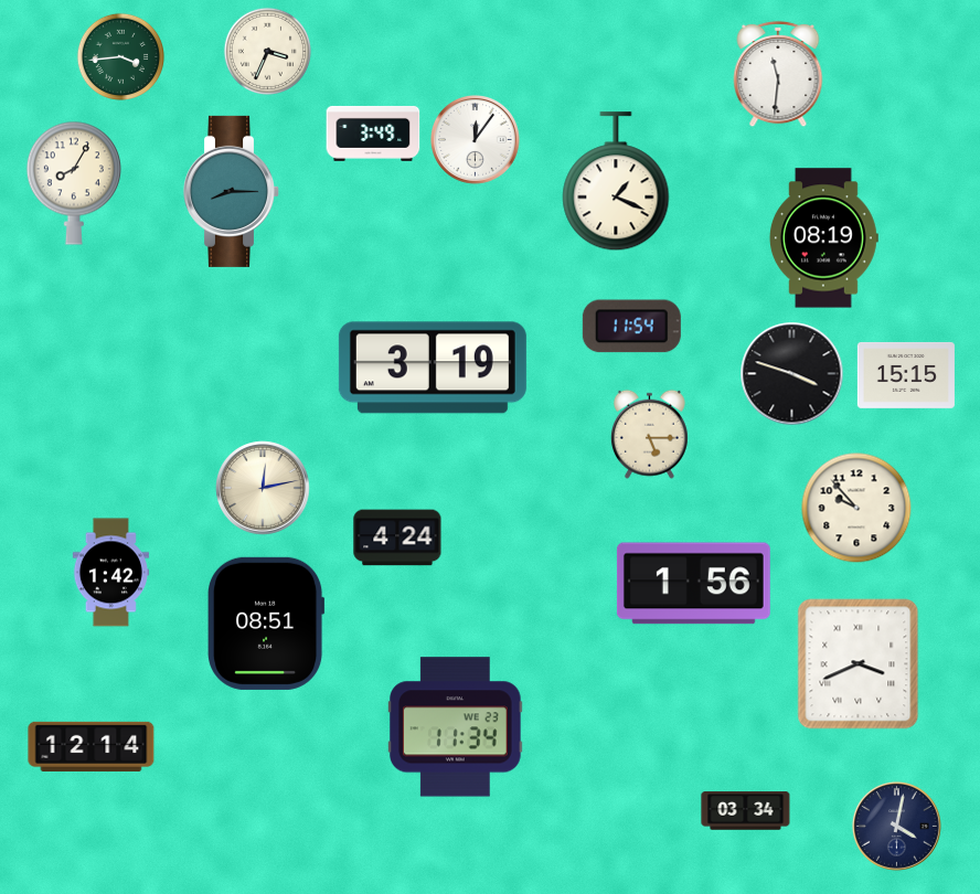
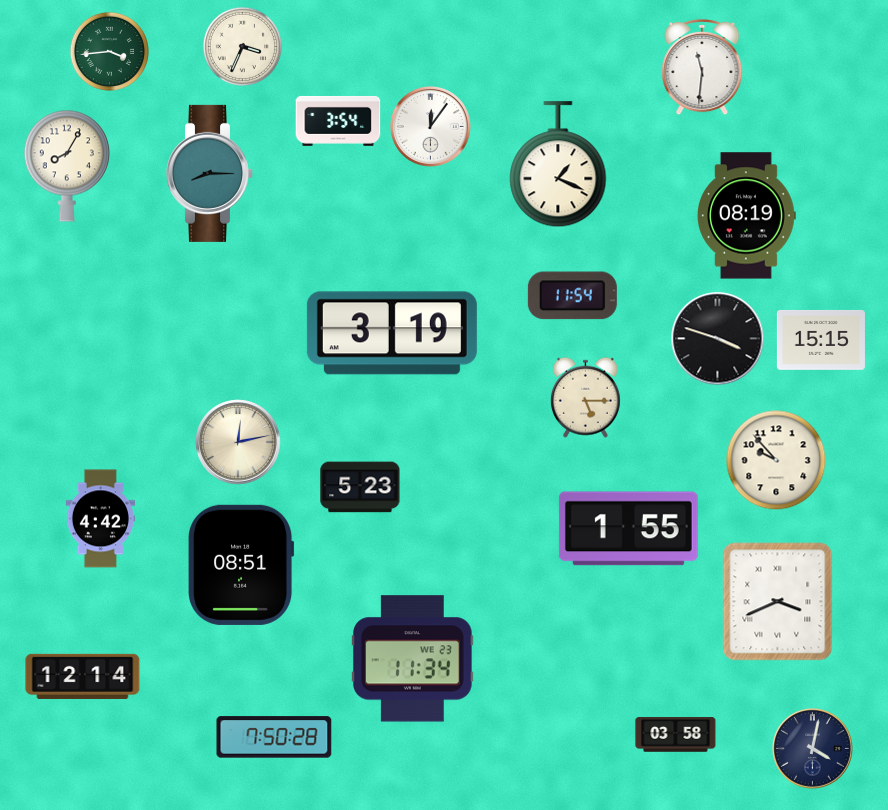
clock at (778, 74) position: (778, 74) -> (702, 67)
clock at (373, 134): 3:49 -> 3:54
clock at (649, 434) position: (649, 434) -> (585, 397)
clock at (397, 538): 4:24 -> 5:23
clock at (110, 573): 1:42 -> 4:42
clock at (693, 584): 1:56 -> 1:55
clock at (746, 811): 03:34 -> 03:58
clock at (274, 737): none -> 7:50
